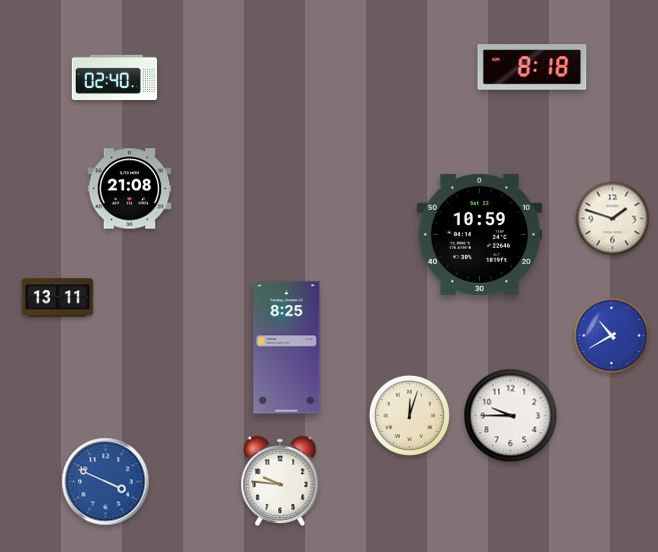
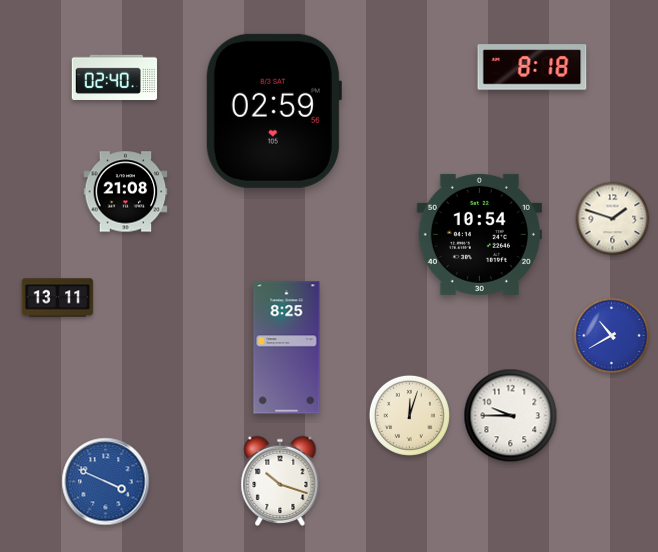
clock at (273, 111): none -> 02:59
clock at (130, 189) position: (130, 189) -> (126, 192)
clock at (479, 234): 10:59 -> 10:54
clock at (280, 481): 9:46 -> 10:18
